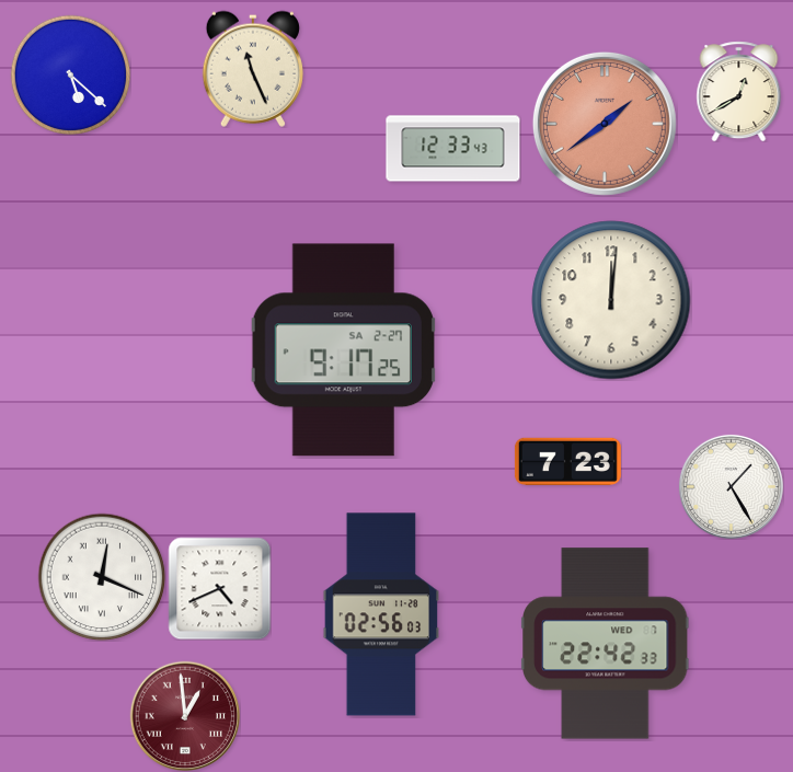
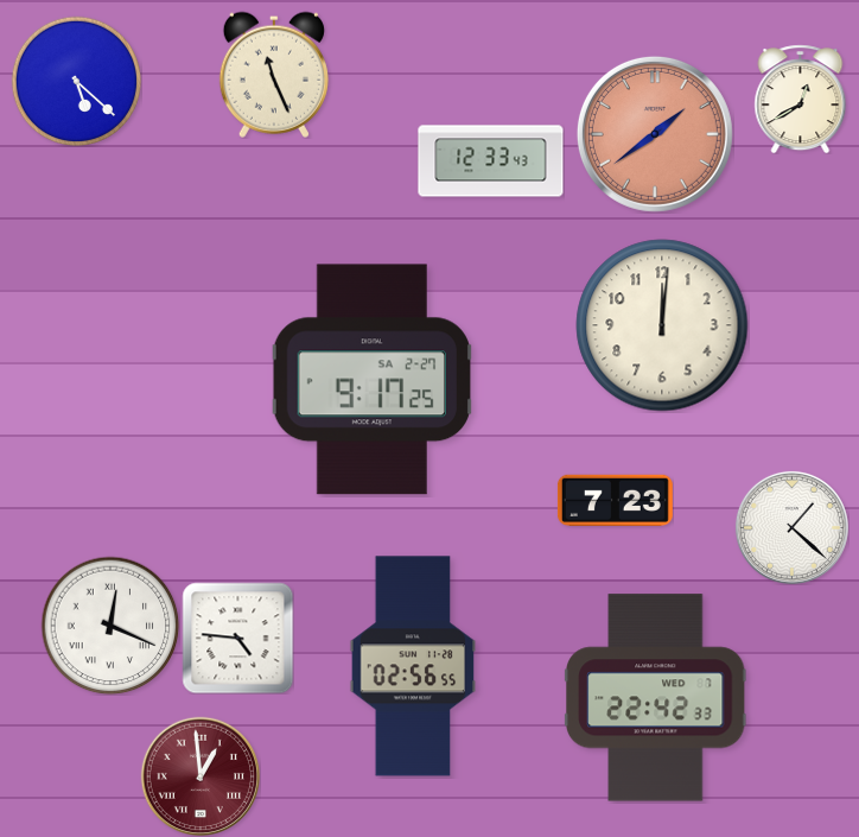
clock at (731, 486): 1:25 -> 1:22
clock at (219, 588): 4:41 -> 4:46
clock at (381, 614): 02:56:03 -> 02:56:55
